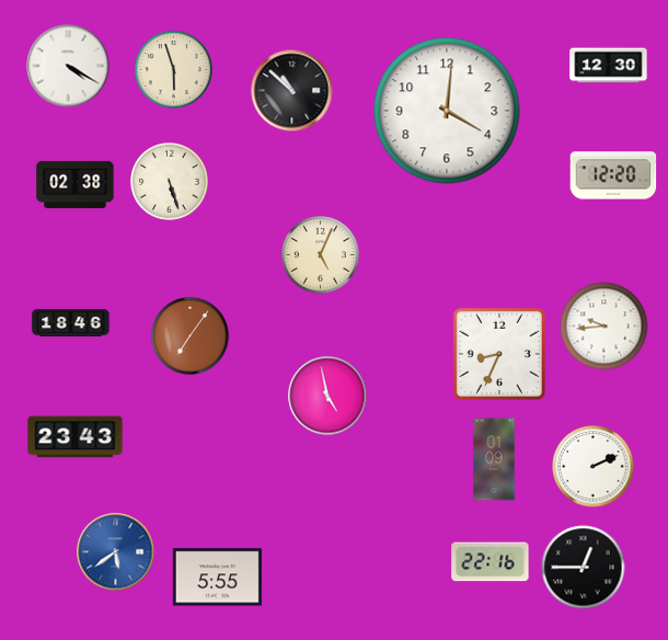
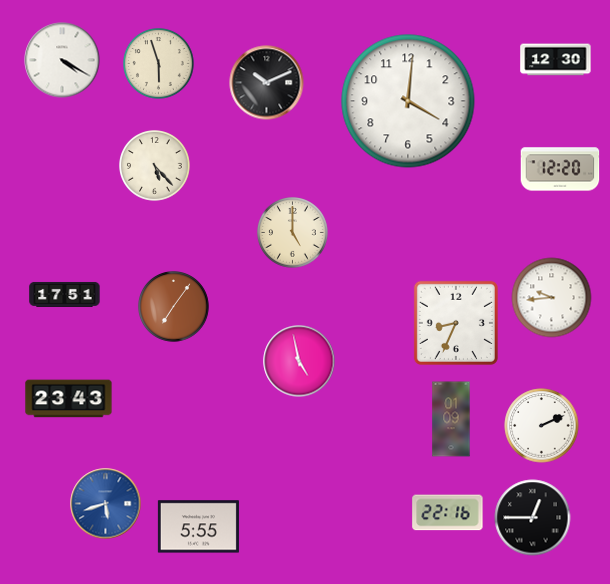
clock at (292, 91): 10:52 -> 10:11
clock at (613, 175) position: (613, 175) -> (560, 169)
clock at (170, 182): 5:27 -> 5:23
clock at (76, 184): 02:38 -> none
clock at (321, 255): 5:04 -> 5:00
clock at (71, 322): 18:46 -> 17:51
clock at (116, 552): 5:39 -> 5:42
